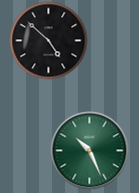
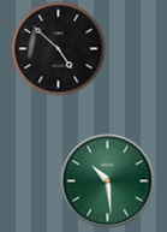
clock at (89, 150): 10:26 -> 10:29
